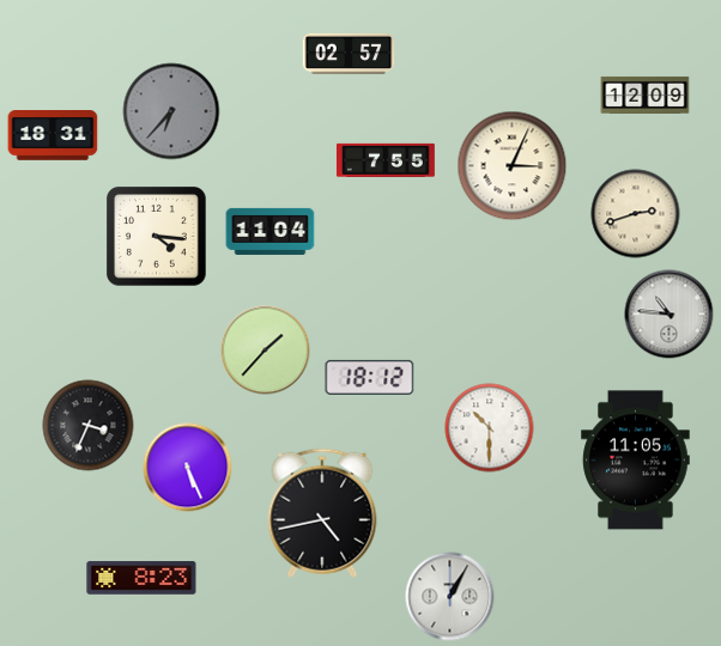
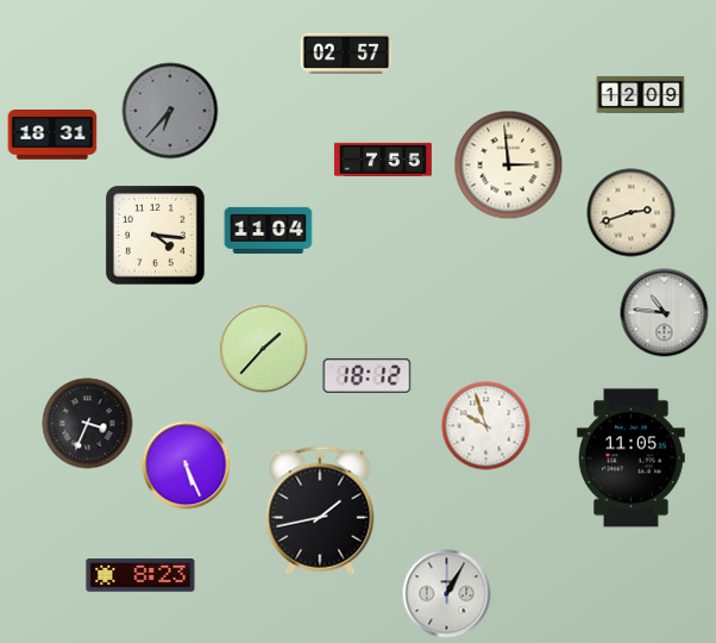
clock at (513, 166): 3:04 -> 2:59
clock at (490, 428): 10:30 -> 9:57
clock at (322, 513): 4:43 -> 1:43
